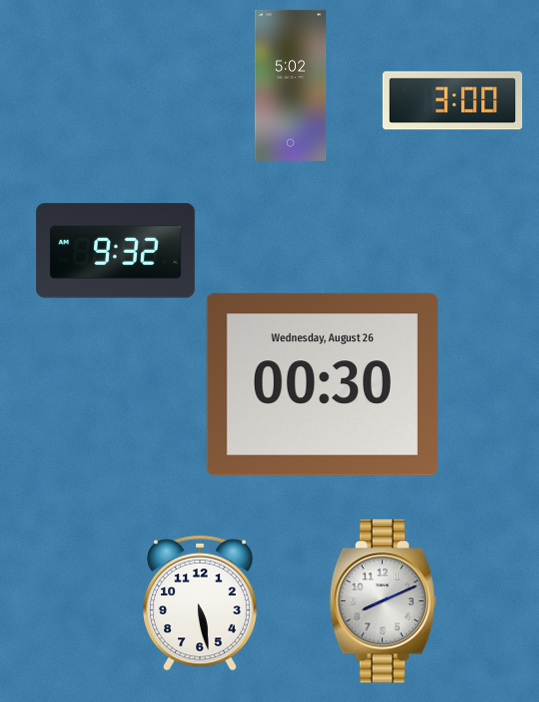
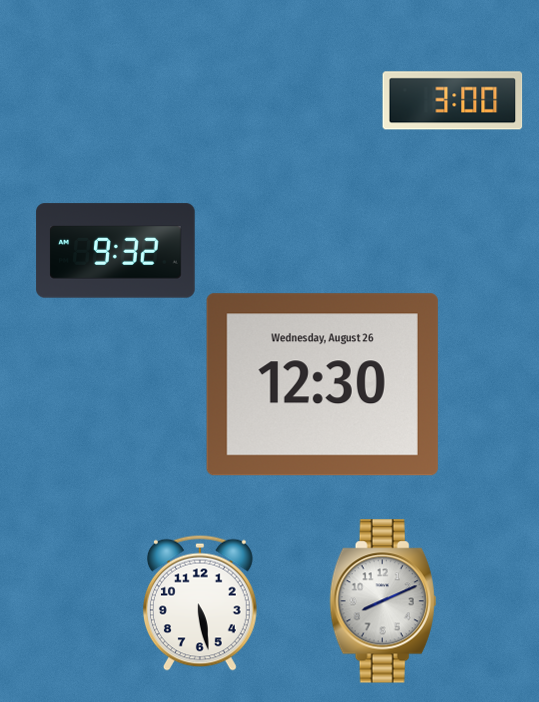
clock at (291, 85): 5:02 -> none
clock at (322, 385): 00:30 -> 12:30
